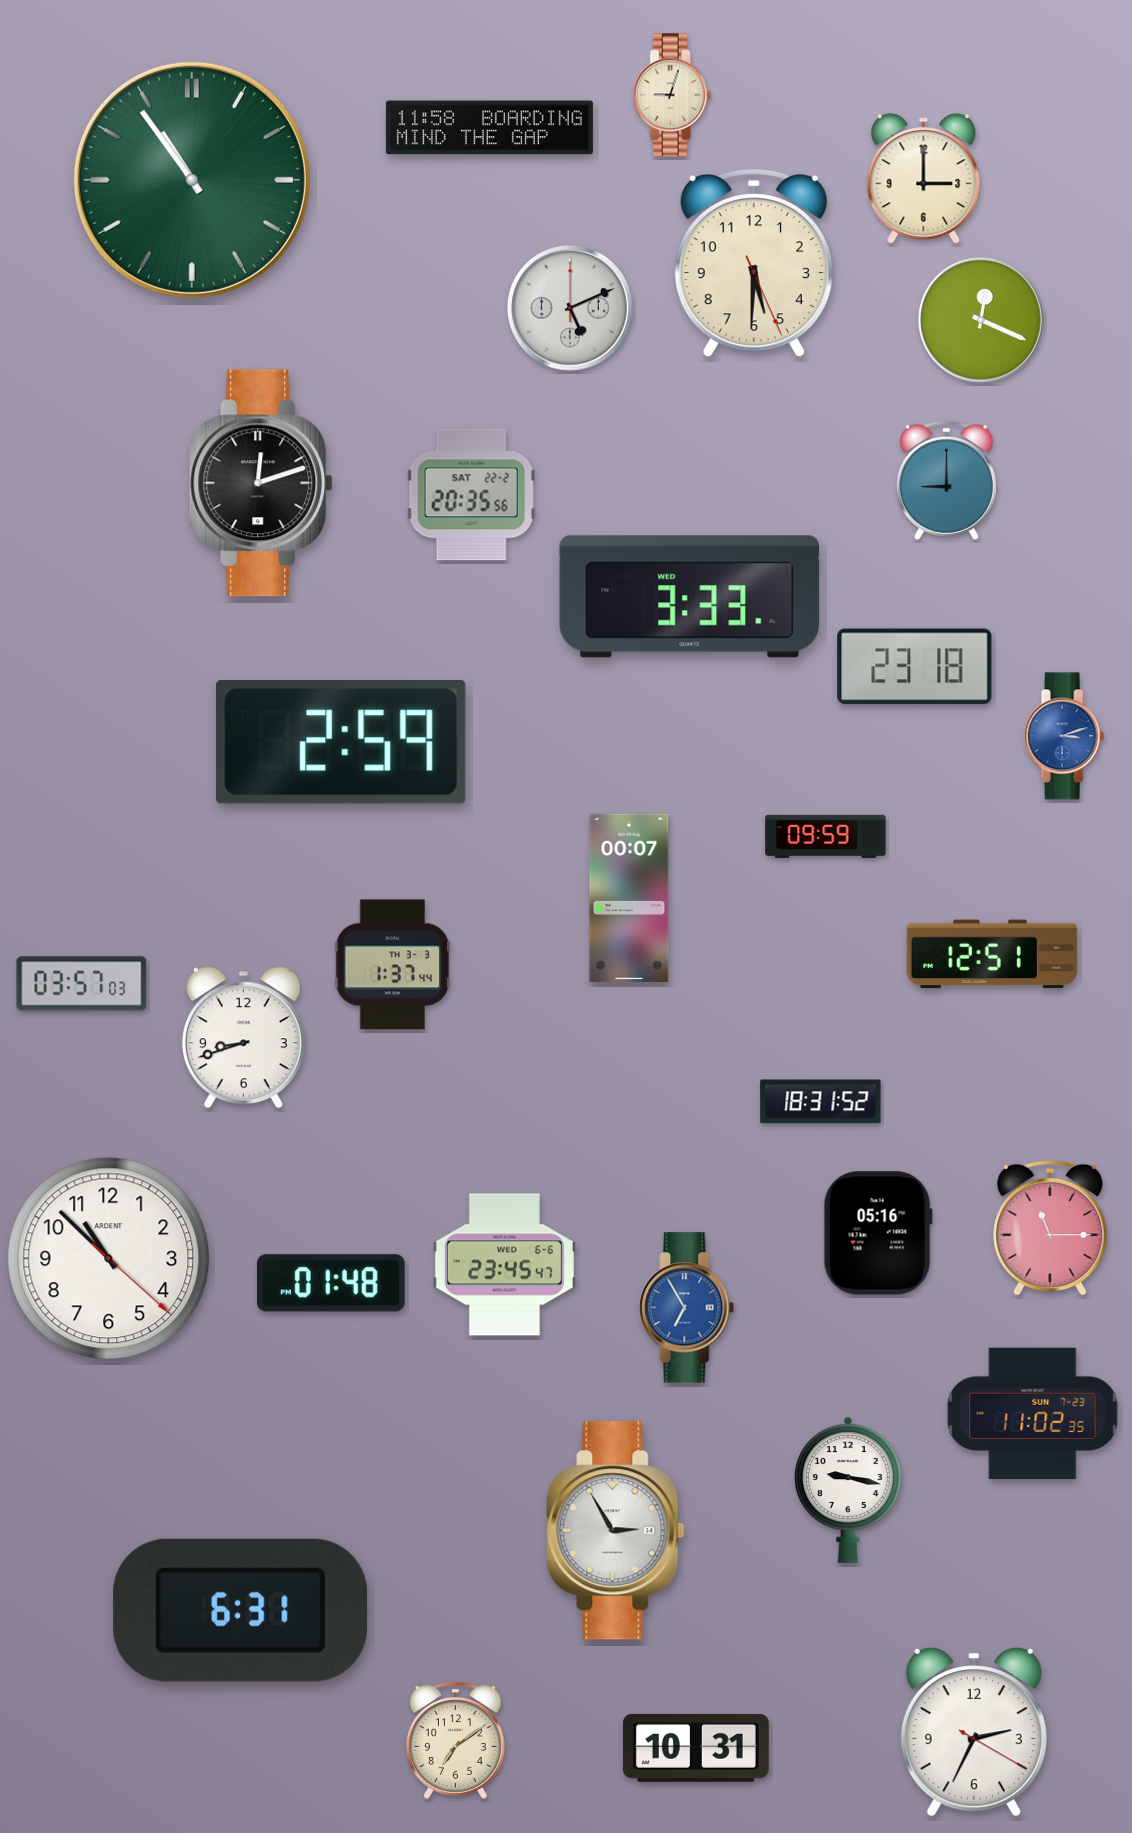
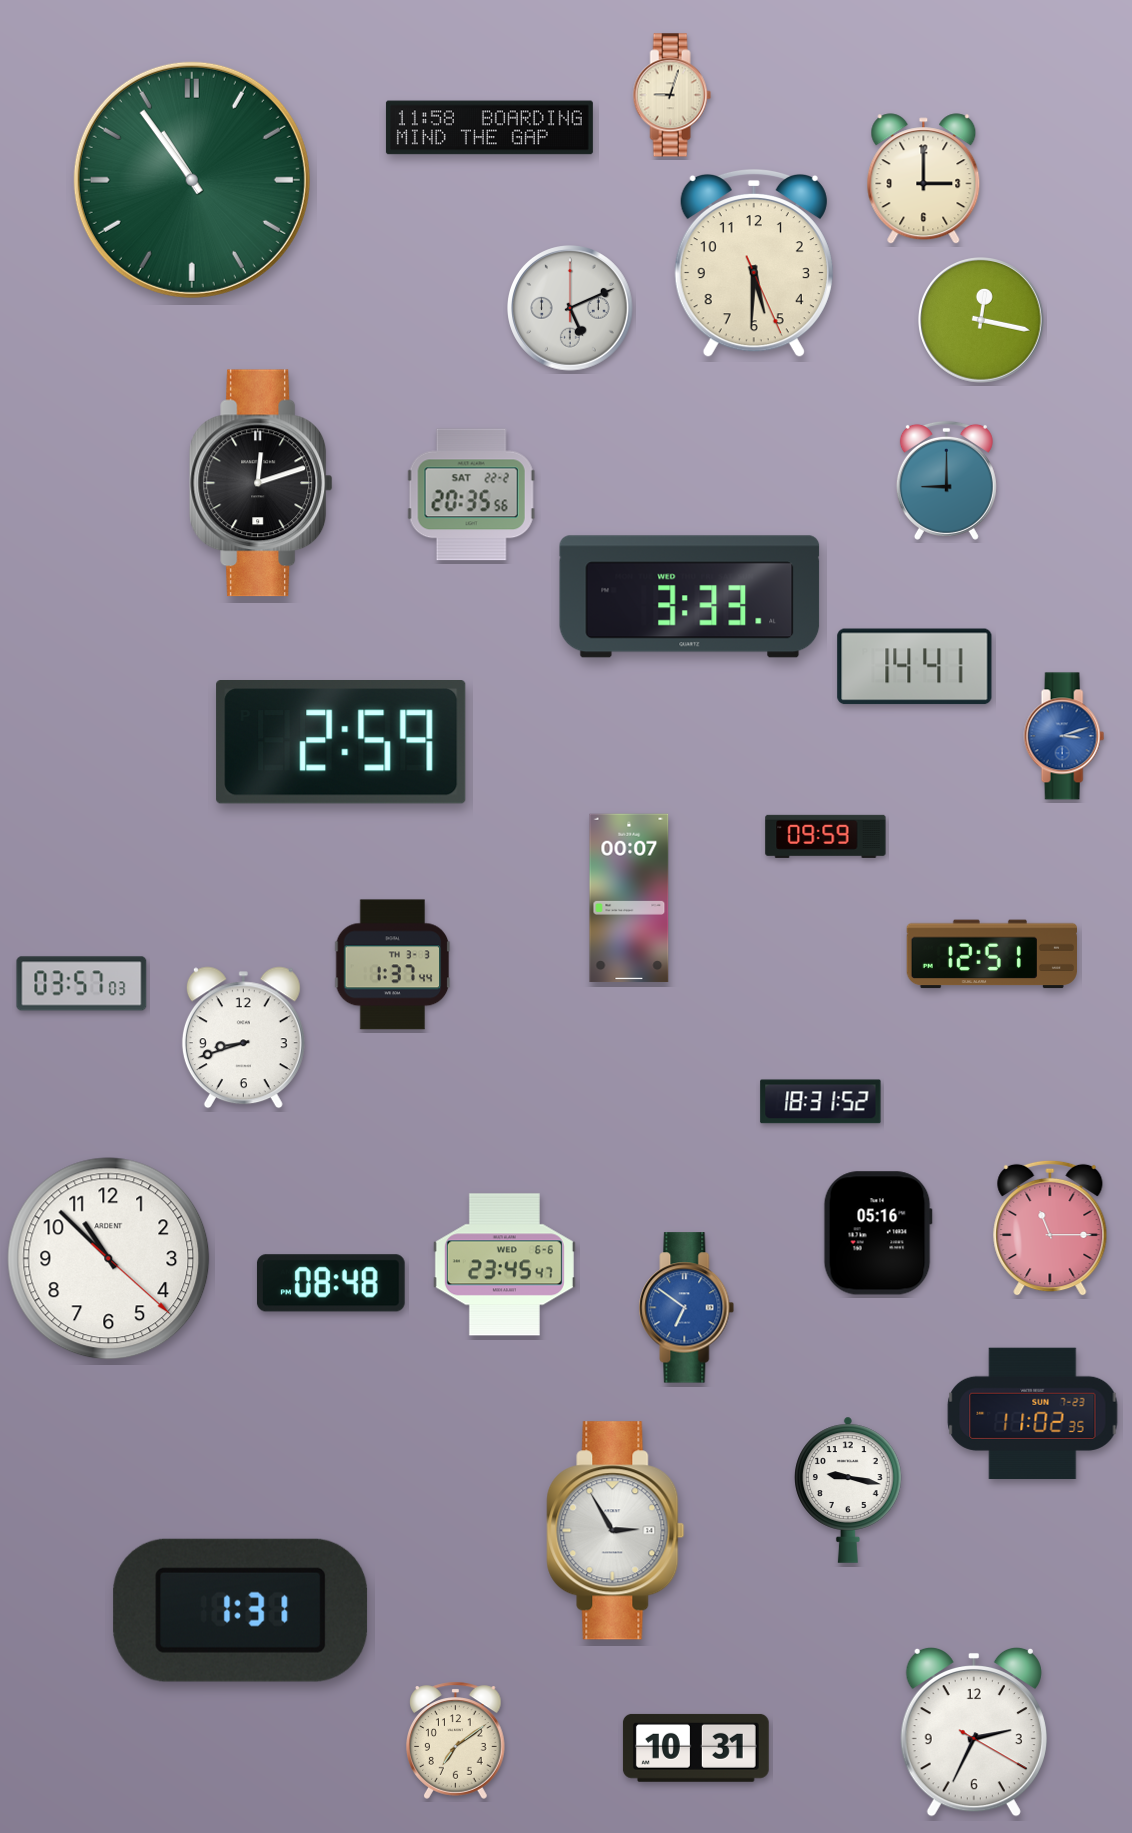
clock at (982, 321): 12:19 -> 12:17
clock at (915, 667): 23:18 -> 14:41
clock at (331, 1283): 01:48 -> 08:48
clock at (687, 1308): 6:55 -> 6:51
clock at (241, 1610): 6:31 -> 1:31
